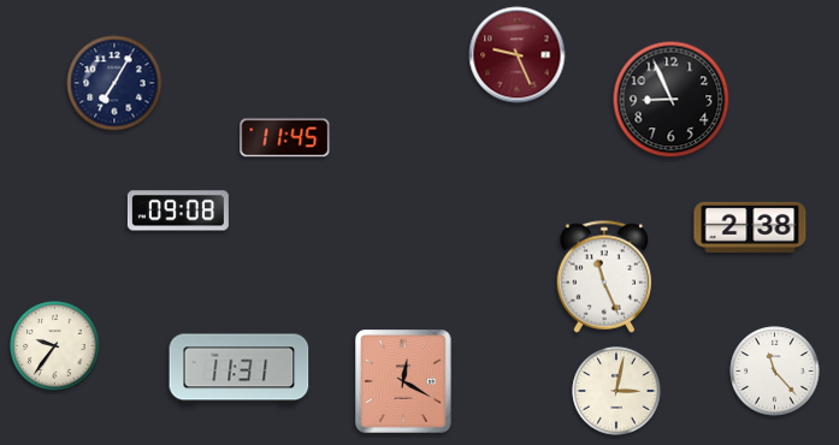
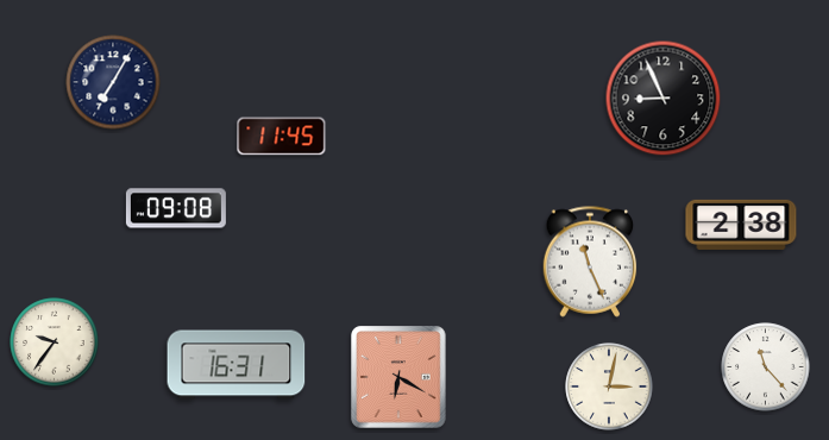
clock at (518, 55): 9:26 -> none
clock at (604, 277) position: (604, 277) -> (590, 262)
clock at (240, 369): 11:31 -> 16:31
clock at (403, 381): 12:20 -> 6:20
